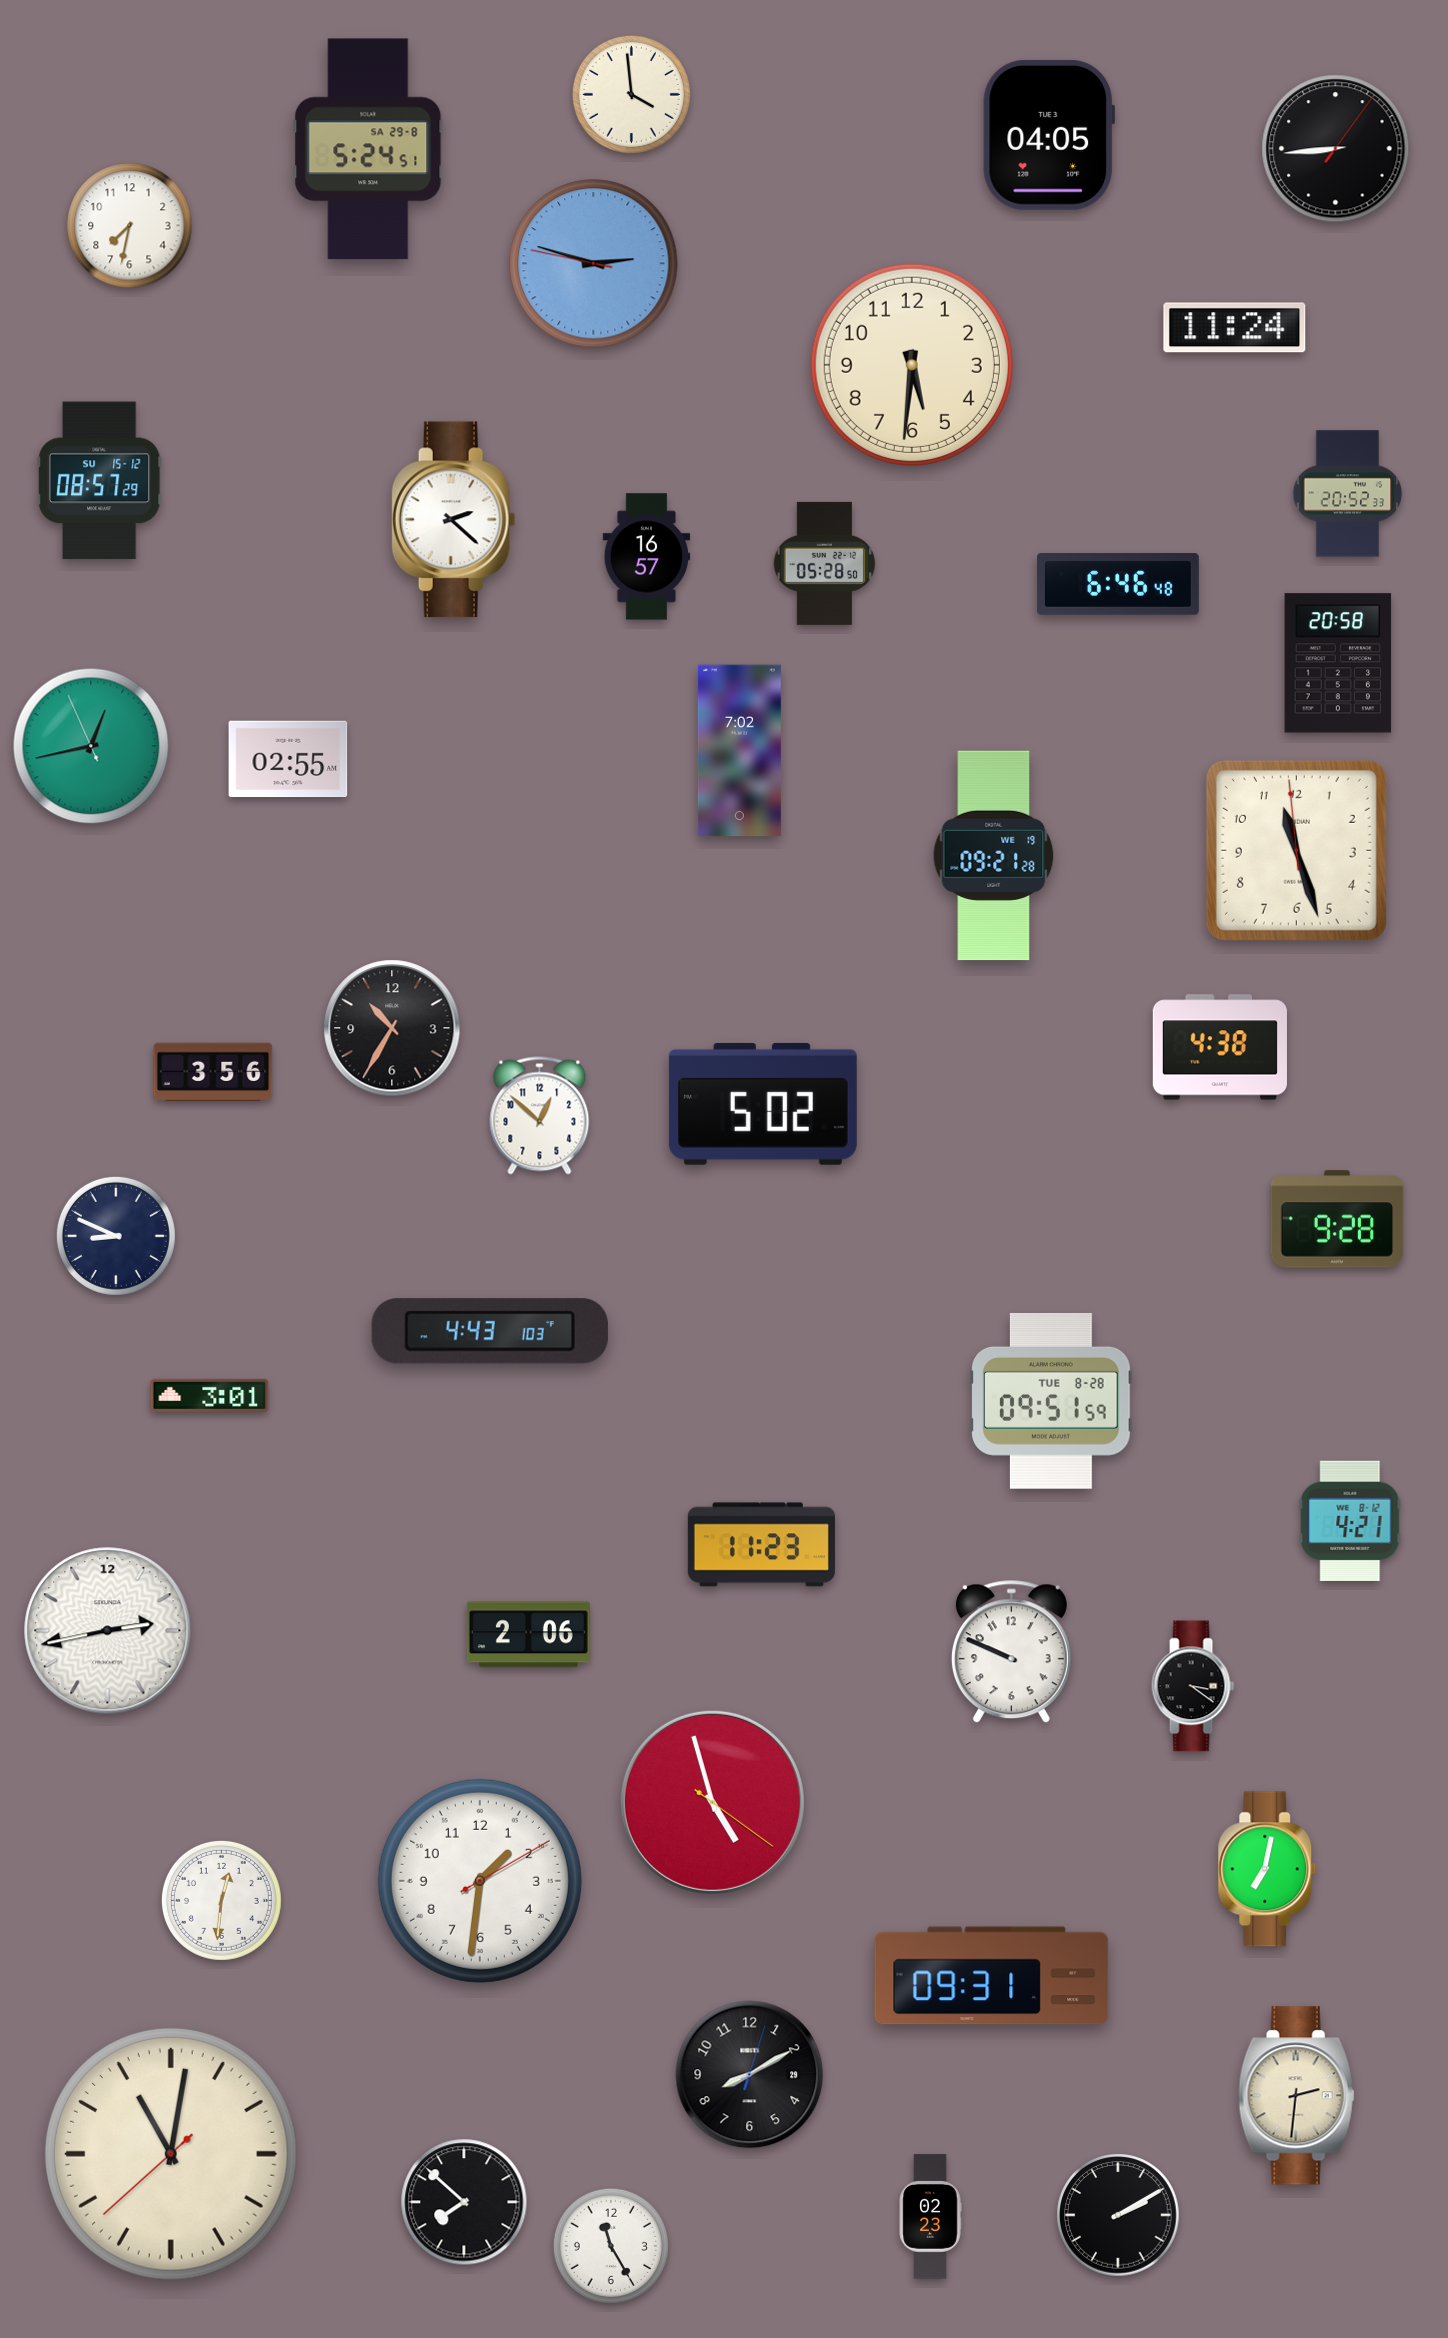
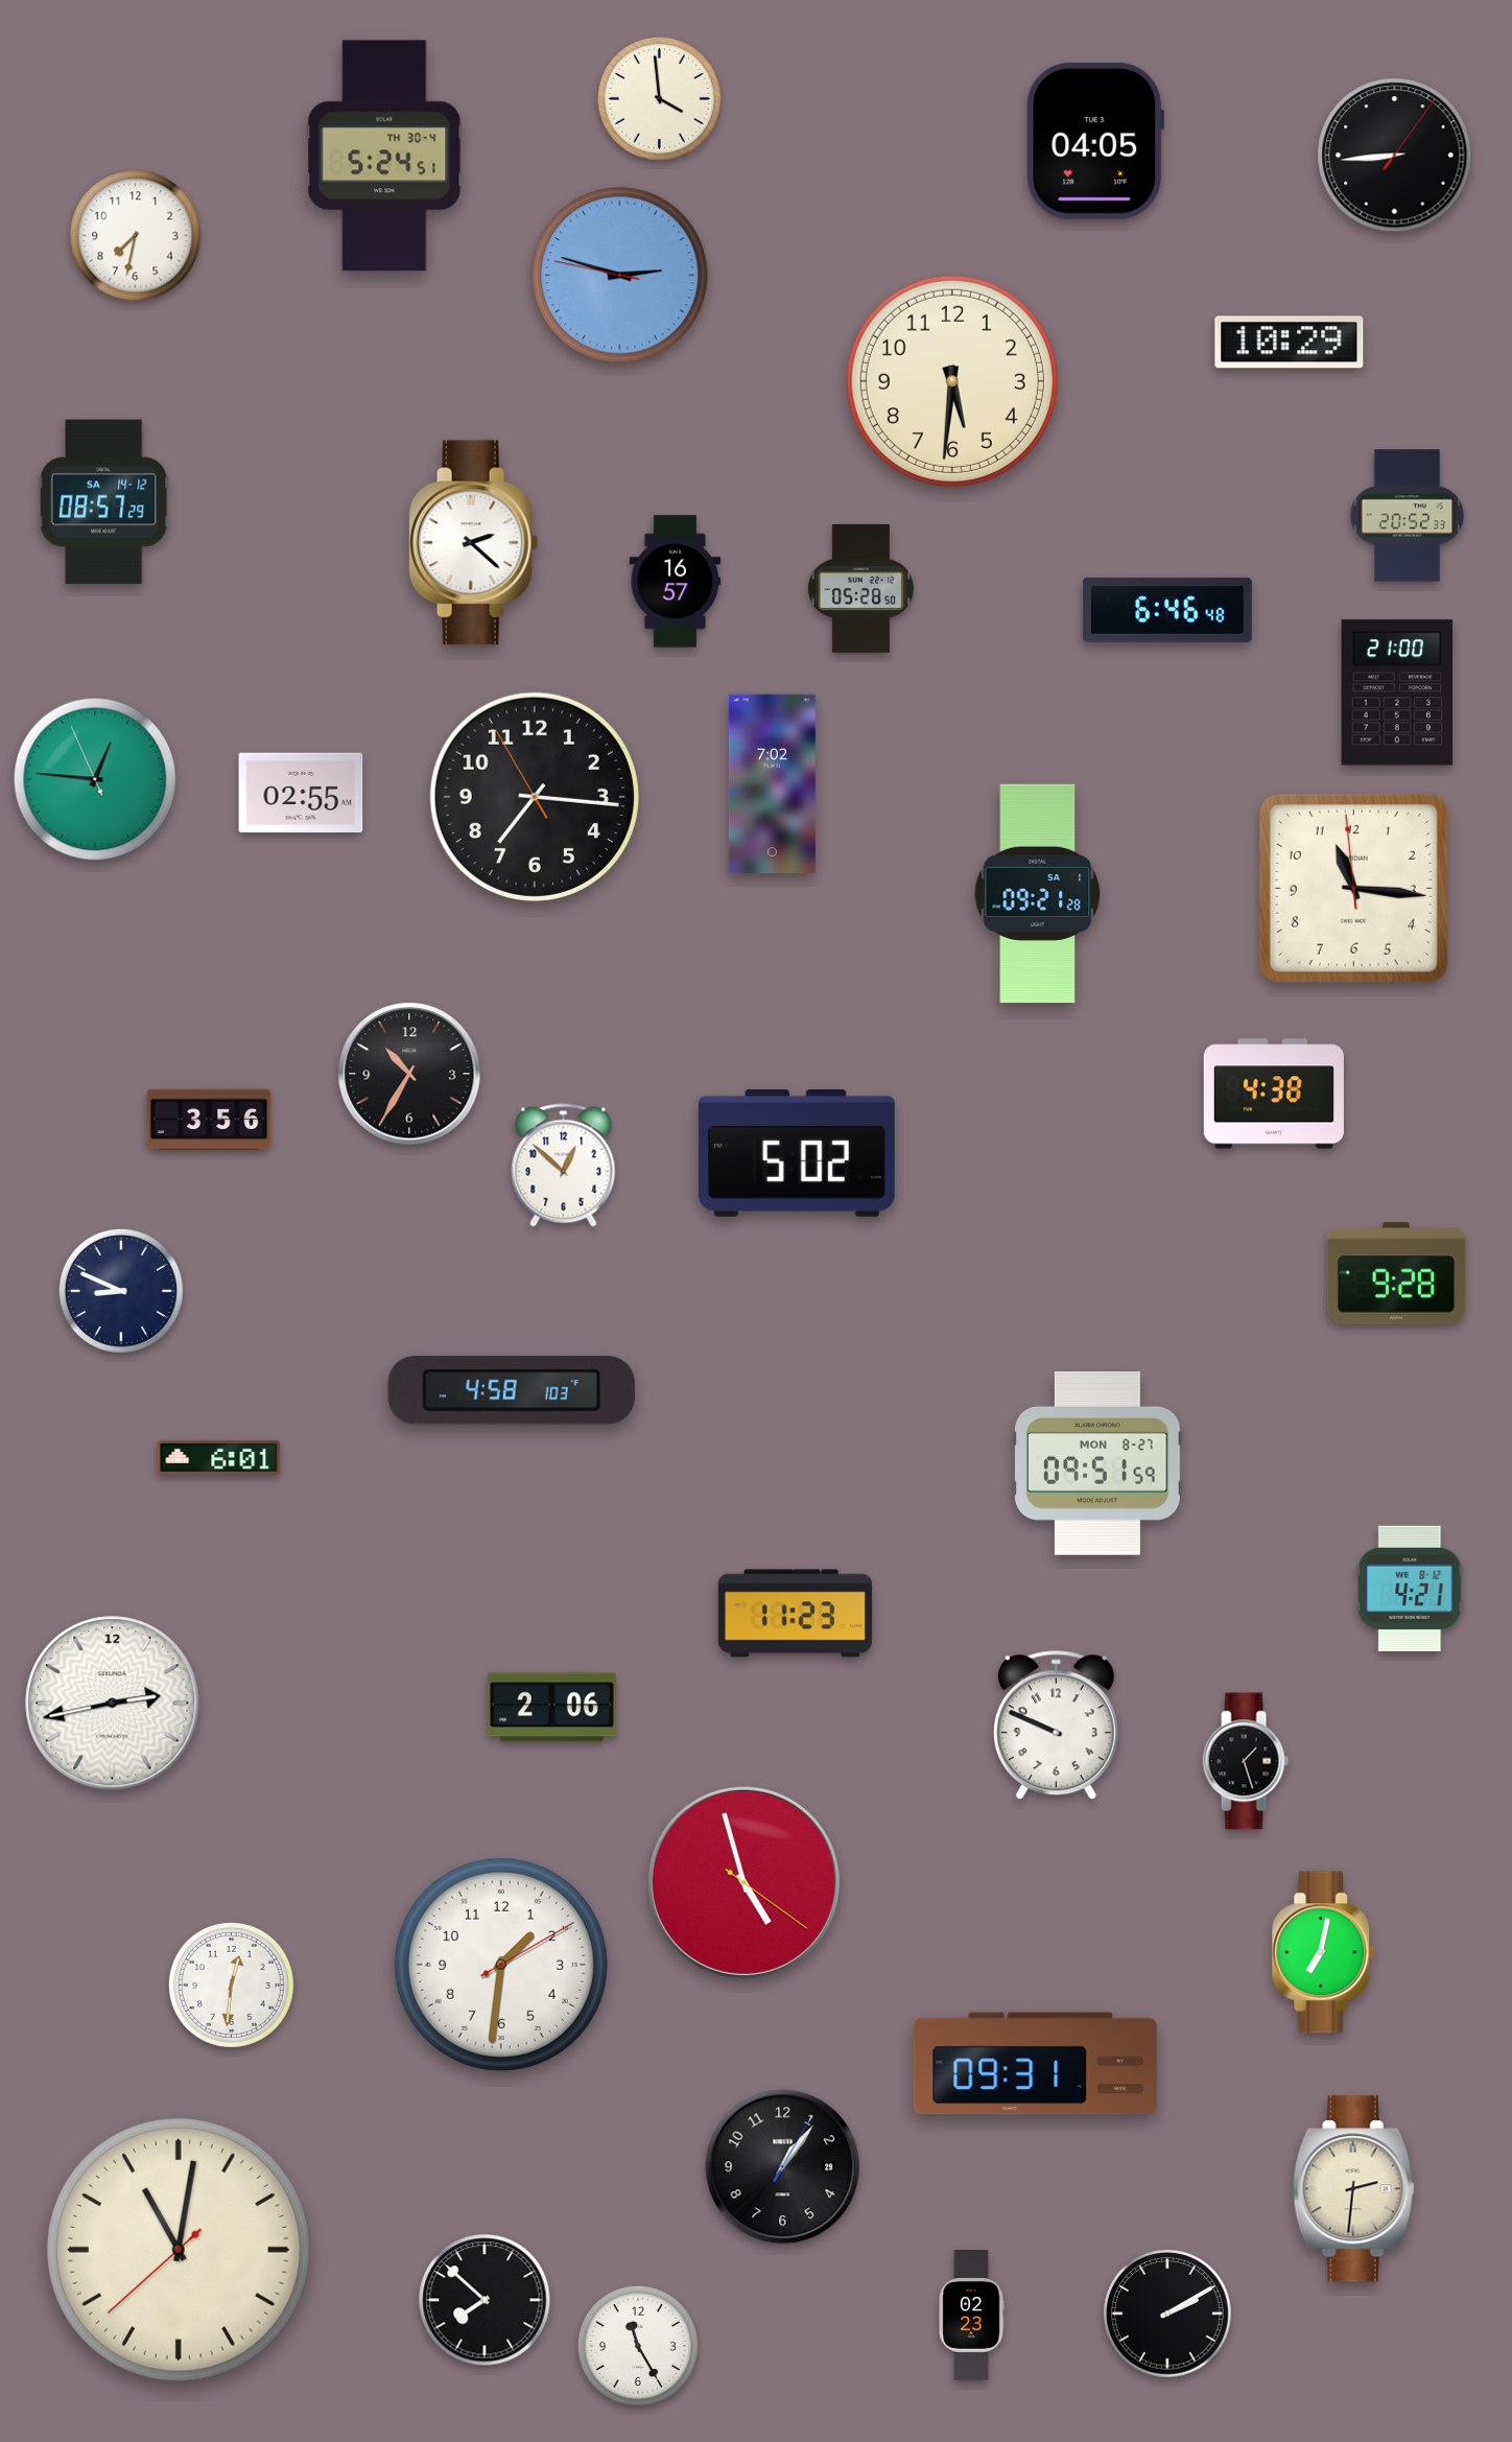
clock at (368, 149) date: SA 29-8 -> TH 30-4
clock at (1235, 328): 11:24 -> 10:29
clock at (99, 481) date: SU 15-12 -> SA 14-12
clock at (1338, 663): 20:58 -> 21:00
clock at (91, 746): 12:42 -> 12:45
clock at (535, 797): none -> 7:15
clock at (1296, 850): 11:26 -> 11:15
clock at (994, 856) date: WE 19 -> SA 1
clock at (213, 1072) position: (213, 1072) -> (209, 1120)
clock at (490, 1331): 4:43 -> 4:58
clock at (210, 1395): 3:01 -> 6:01
clock at (1052, 1401) date: TUE 8-28 -> MON 8-27
clock at (1193, 1686): 3:21 -> 1:27
clock at (750, 2075): 8:10 -> 1:06
